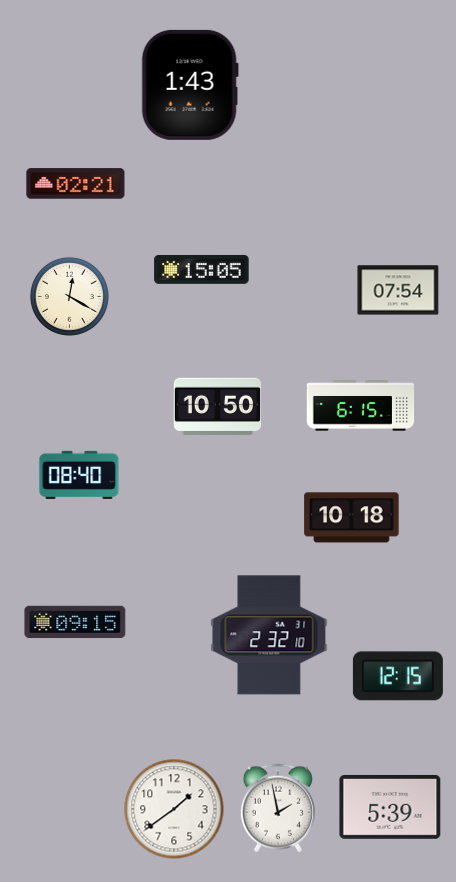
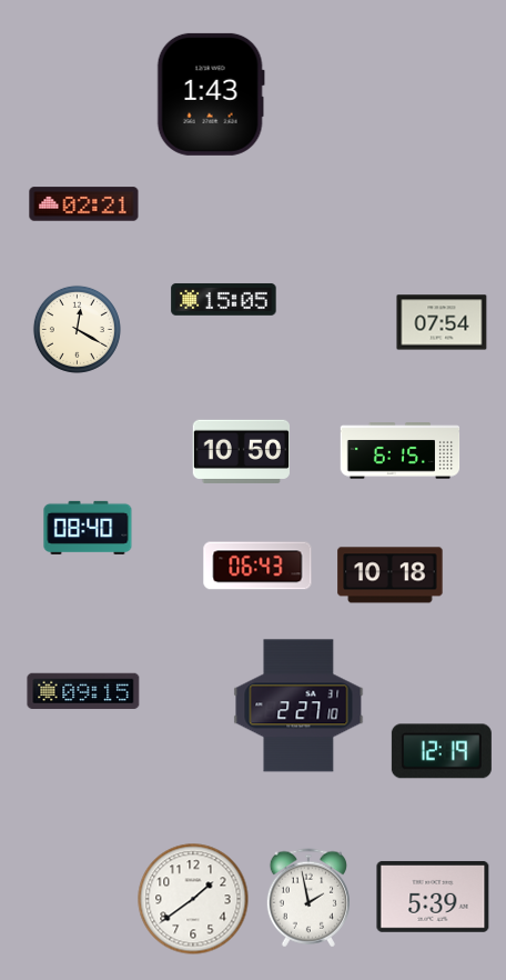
clock at (257, 566): none -> 06:43
clock at (269, 635): 2:32 -> 2:27
clock at (398, 676): 12:15 -> 12:19
